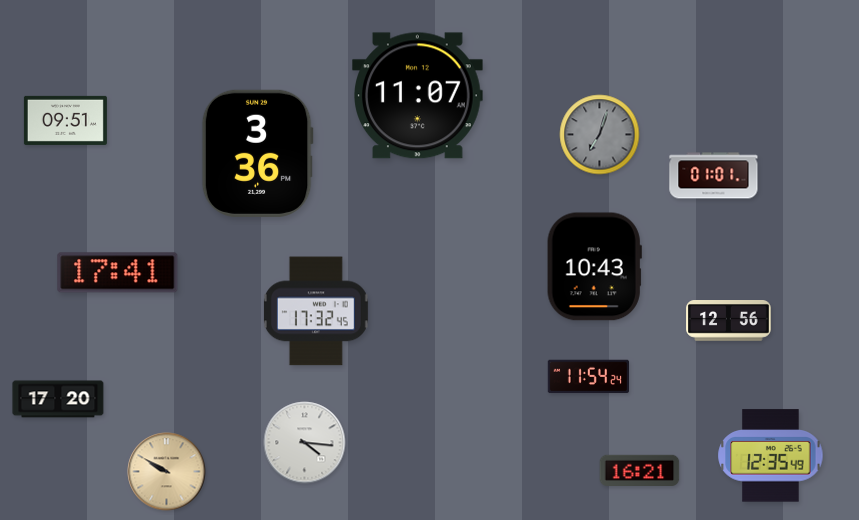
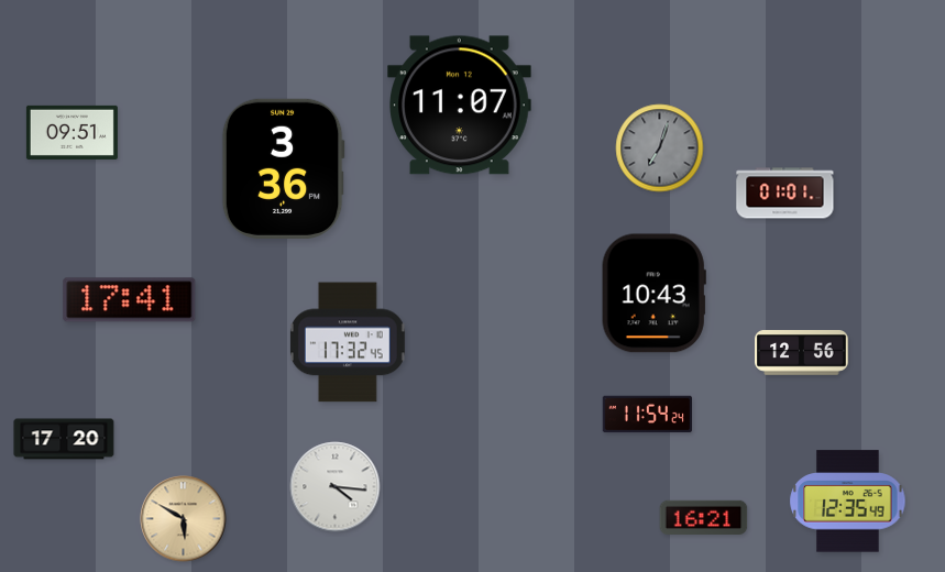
clock at (167, 472): 9:50 -> 5:50
